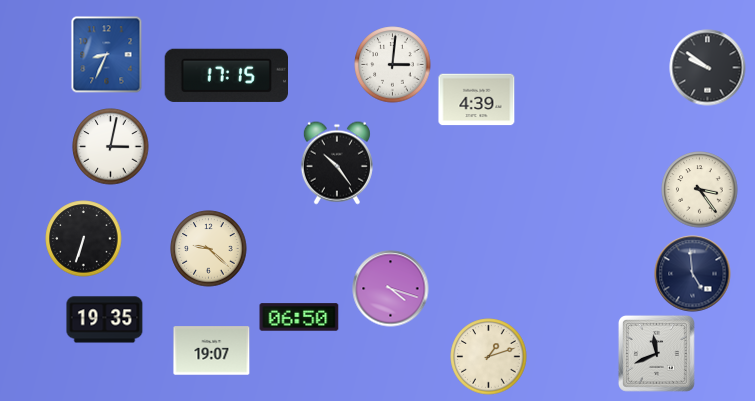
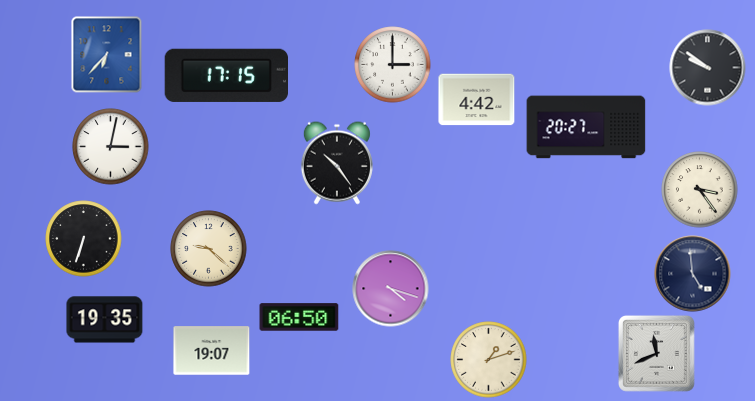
clock at (107, 55): 8:34 -> 6:37
clock at (393, 65): 3:01 -> 3:00
clock at (477, 100): 4:39 -> 4:42
clock at (586, 127): none -> 20:27
clock at (489, 357) position: (489, 357) -> (489, 360)
